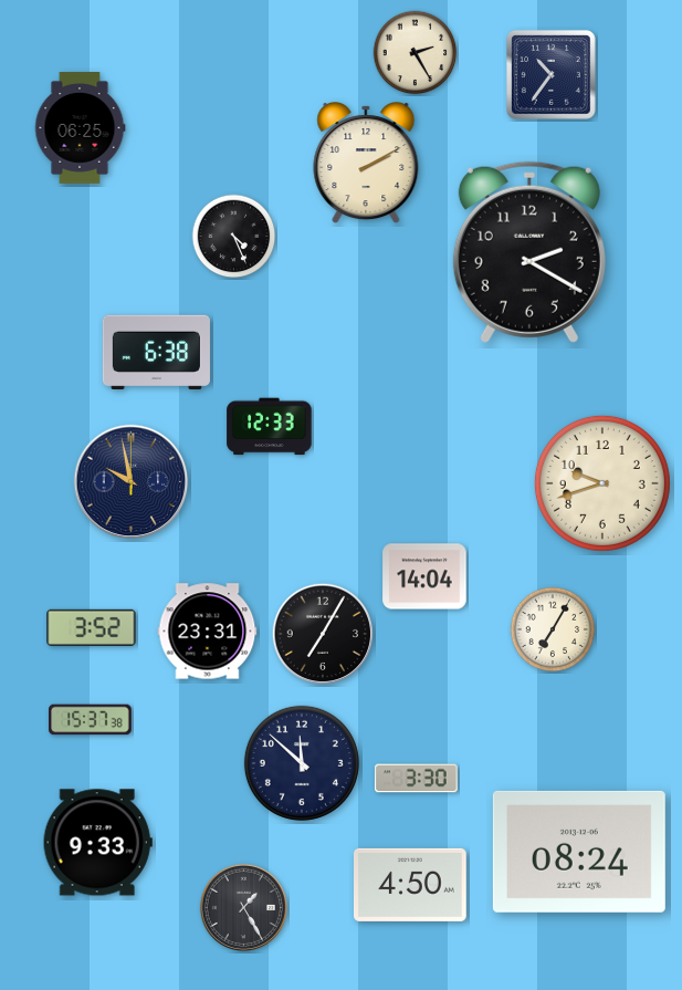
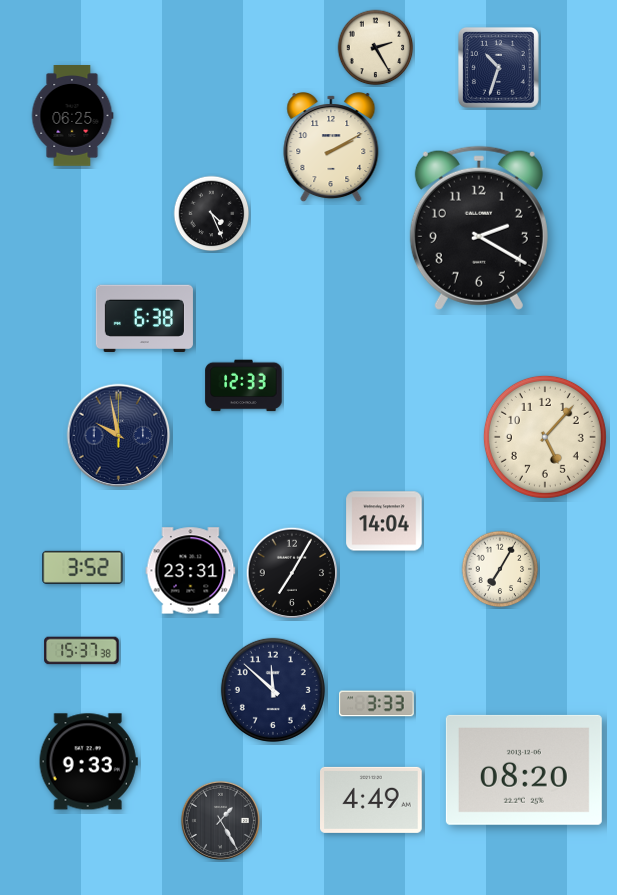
clock at (552, 75): 10:36 -> 10:33
clock at (156, 352) position: (156, 352) -> (144, 318)
clock at (602, 483): 9:42 -> 5:07
clock at (208, 632) position: (208, 632) -> (191, 571)
clock at (417, 779): 3:30 -> 3:33
clock at (579, 852): 08:24 -> 08:20
clock at (411, 885): 4:50 -> 4:49
